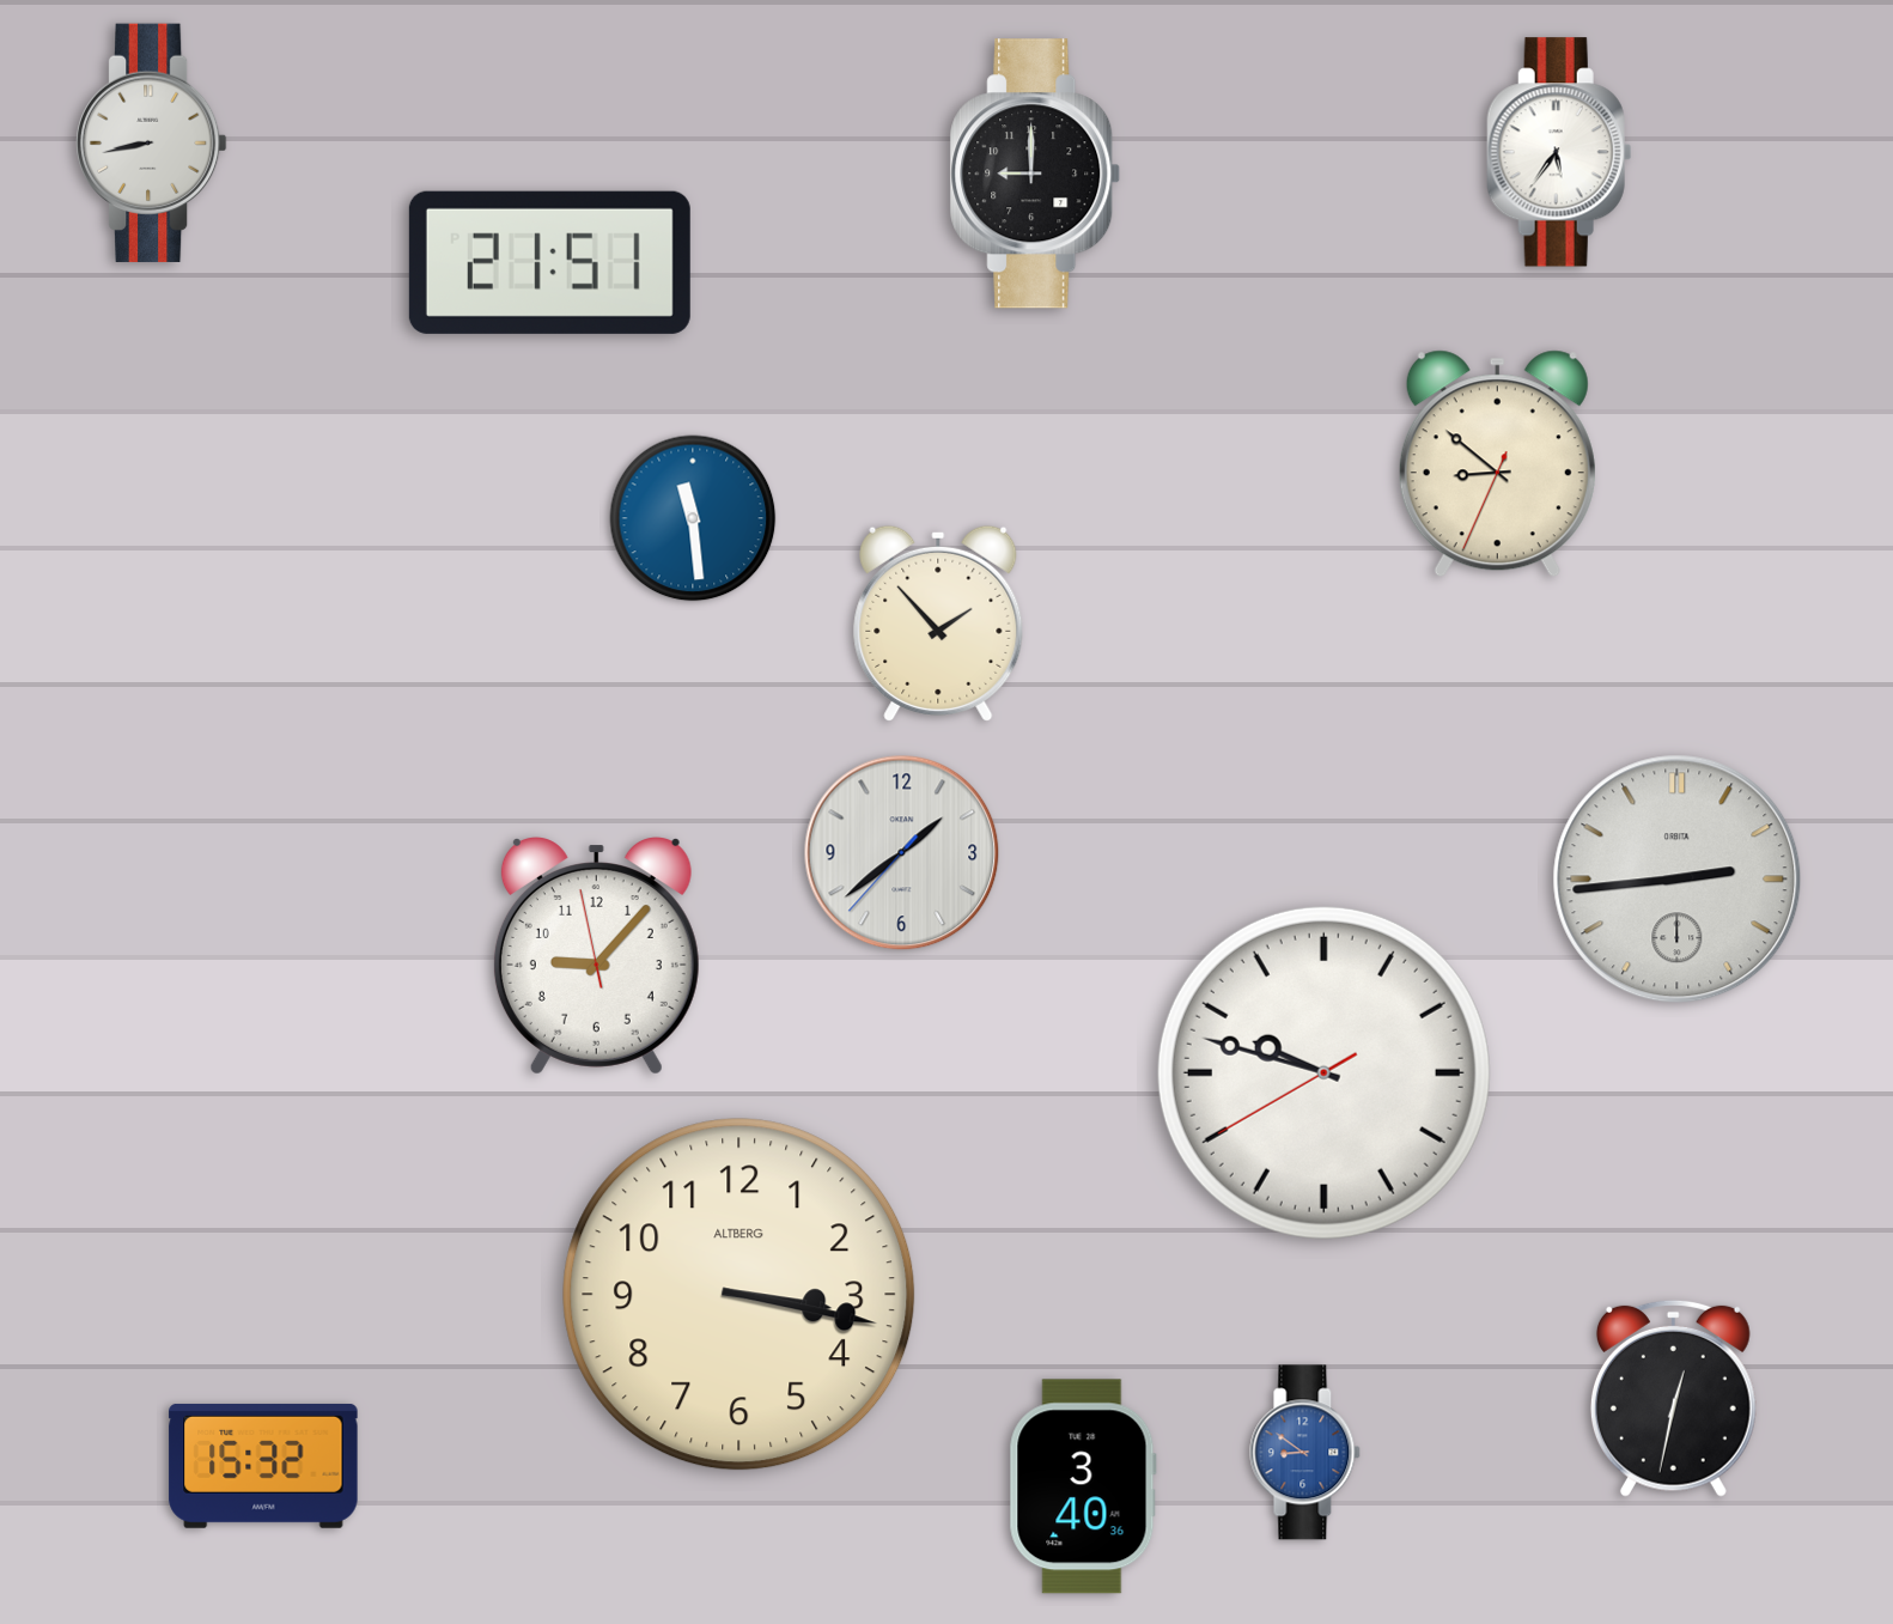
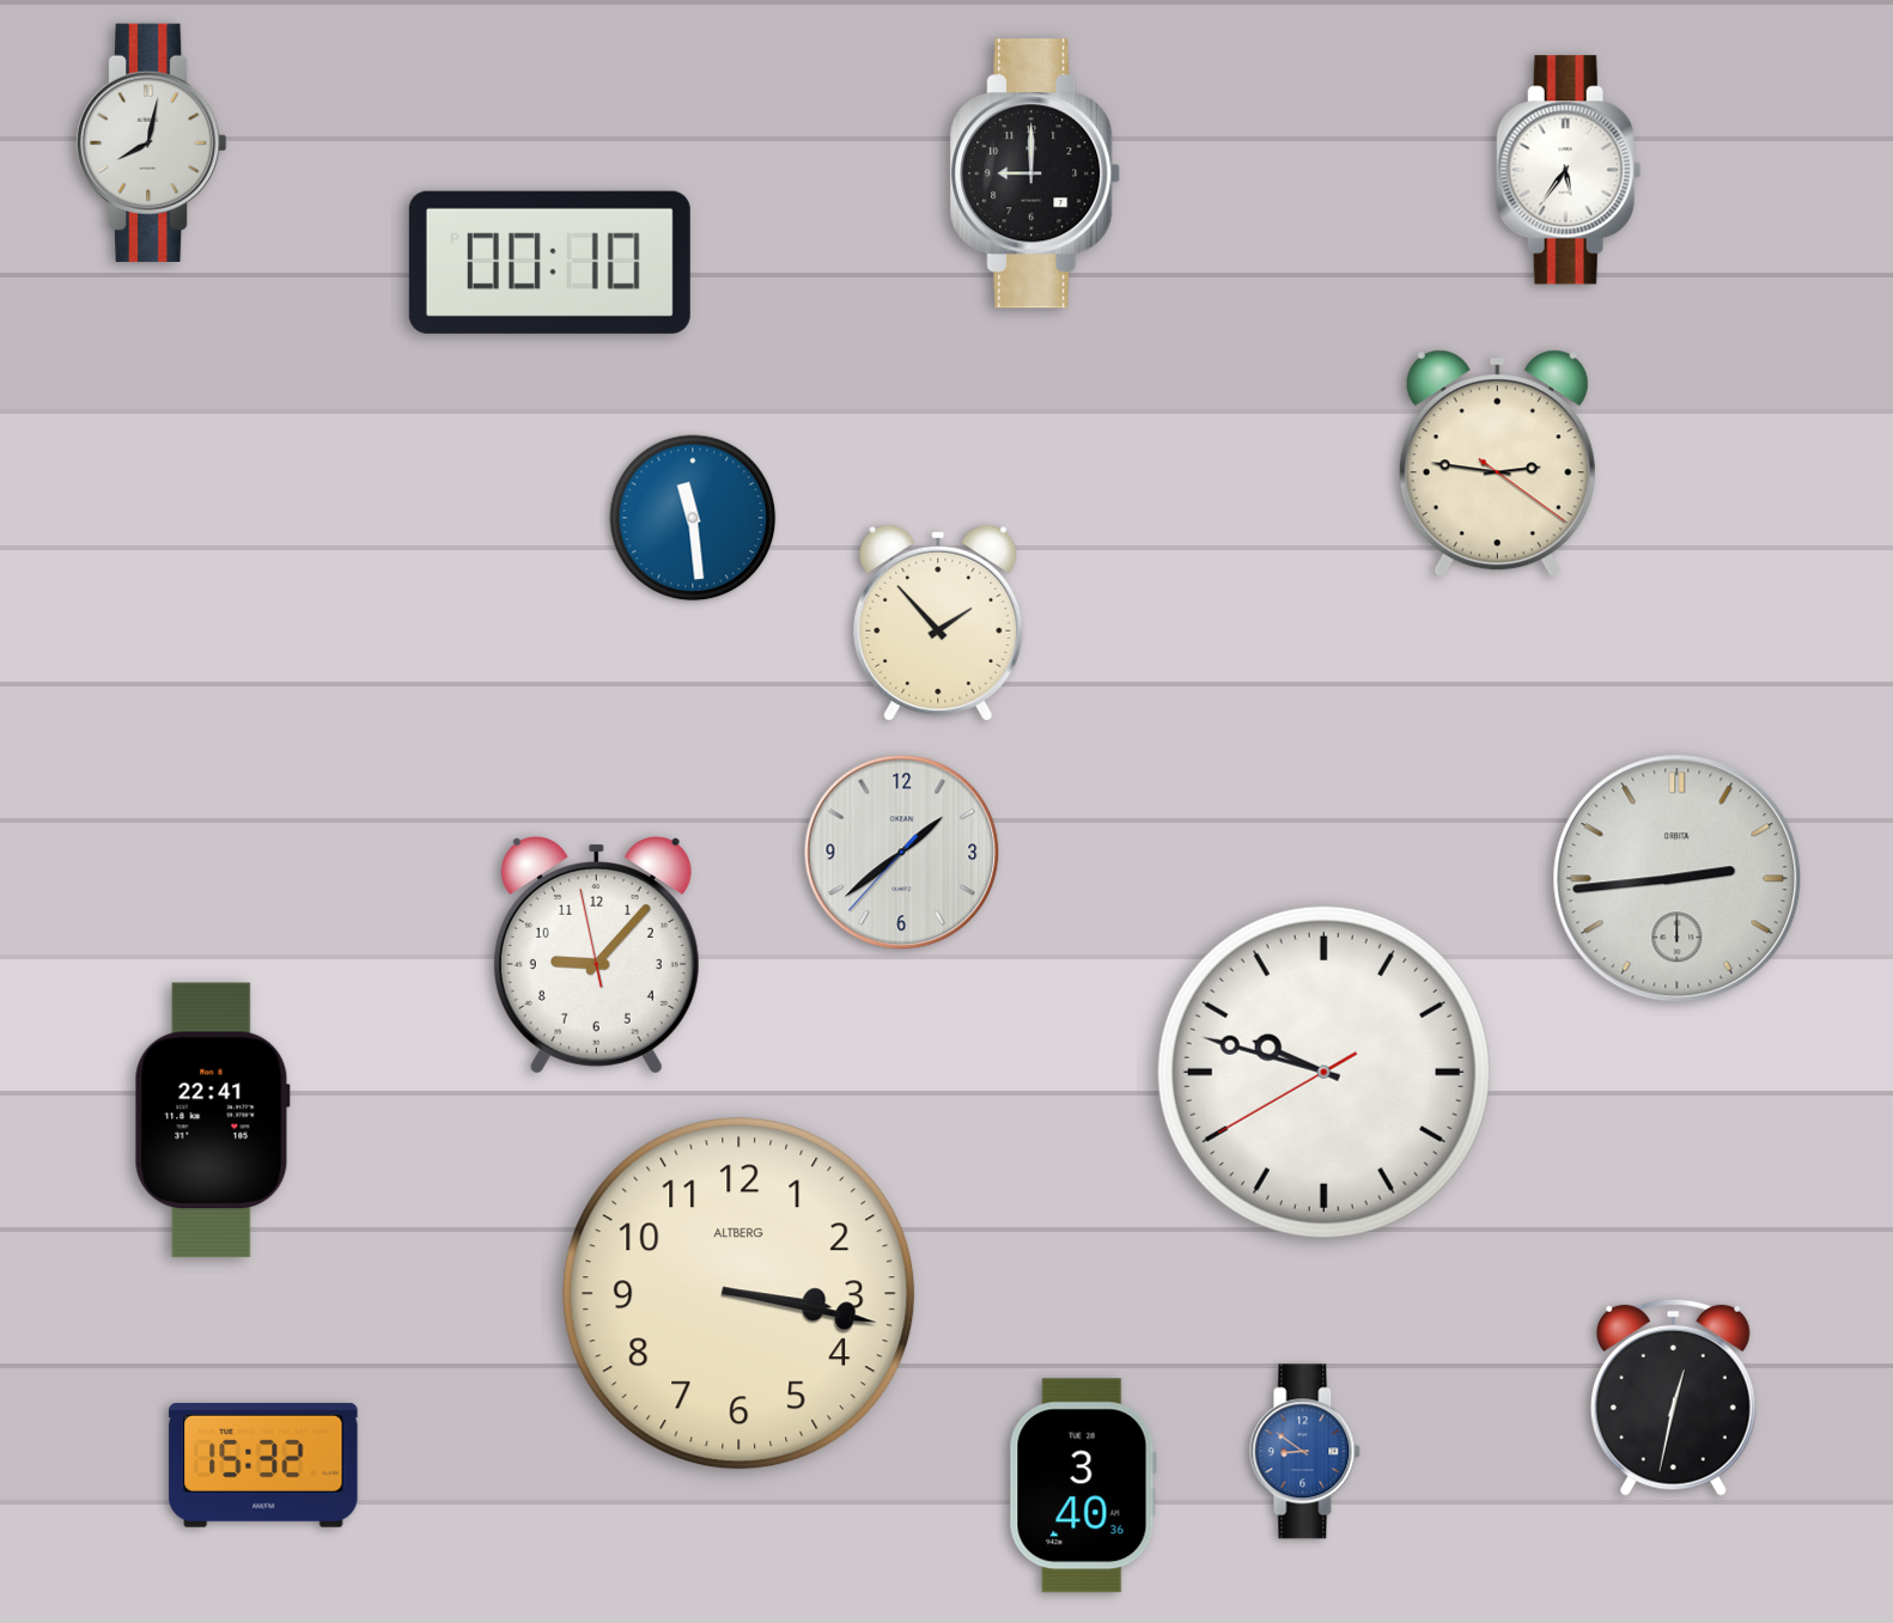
clock at (151, 142): 8:43 -> 8:02
clock at (1559, 152) position: (1559, 152) -> (1569, 170)
clock at (549, 262): 21:51 -> 00:10
clock at (1497, 464): 8:51 -> 2:46
clock at (212, 1121): none -> 22:41
